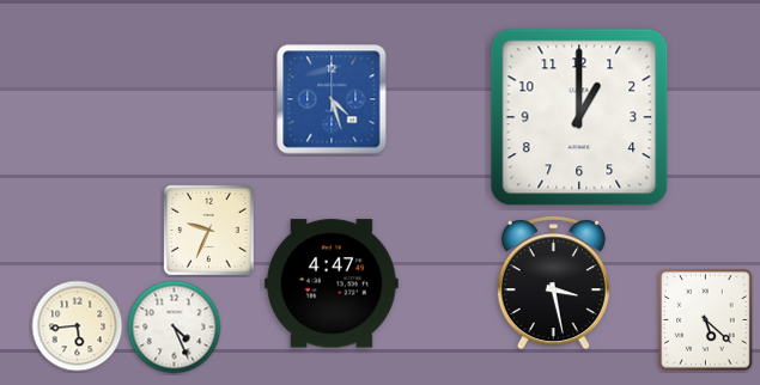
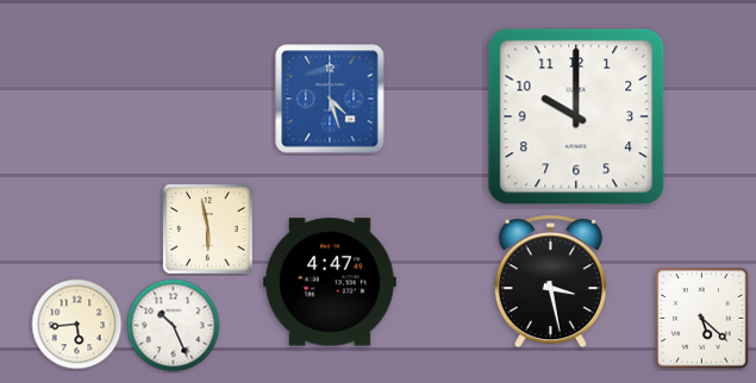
clock at (579, 117): 1:00 -> 10:00
clock at (209, 231): 9:34 -> 5:58
clock at (175, 328): 4:26 -> 10:26
